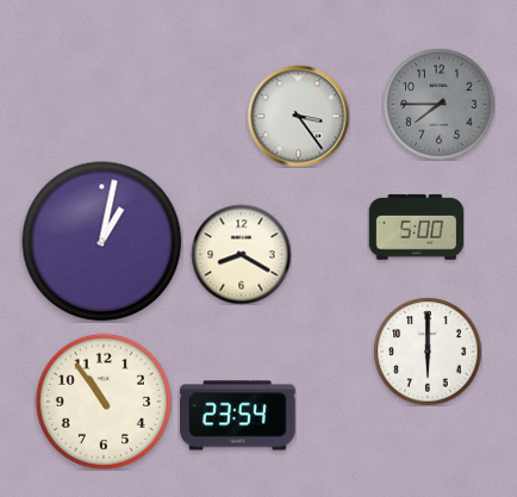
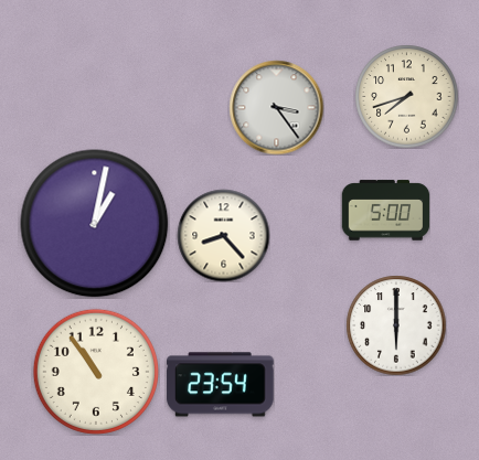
clock at (438, 104): 7:45 -> 7:42
clock at (438, 104) dial: grey -> cream
clock at (241, 254): 8:20 -> 8:23
